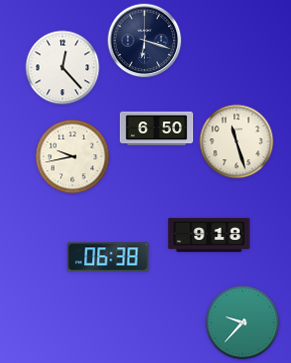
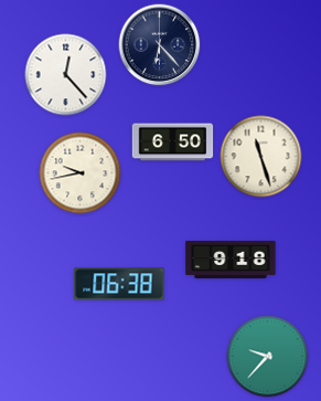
clock at (145, 41): 6:18 -> 6:23
clock at (63, 68) position: (63, 68) -> (66, 75)
